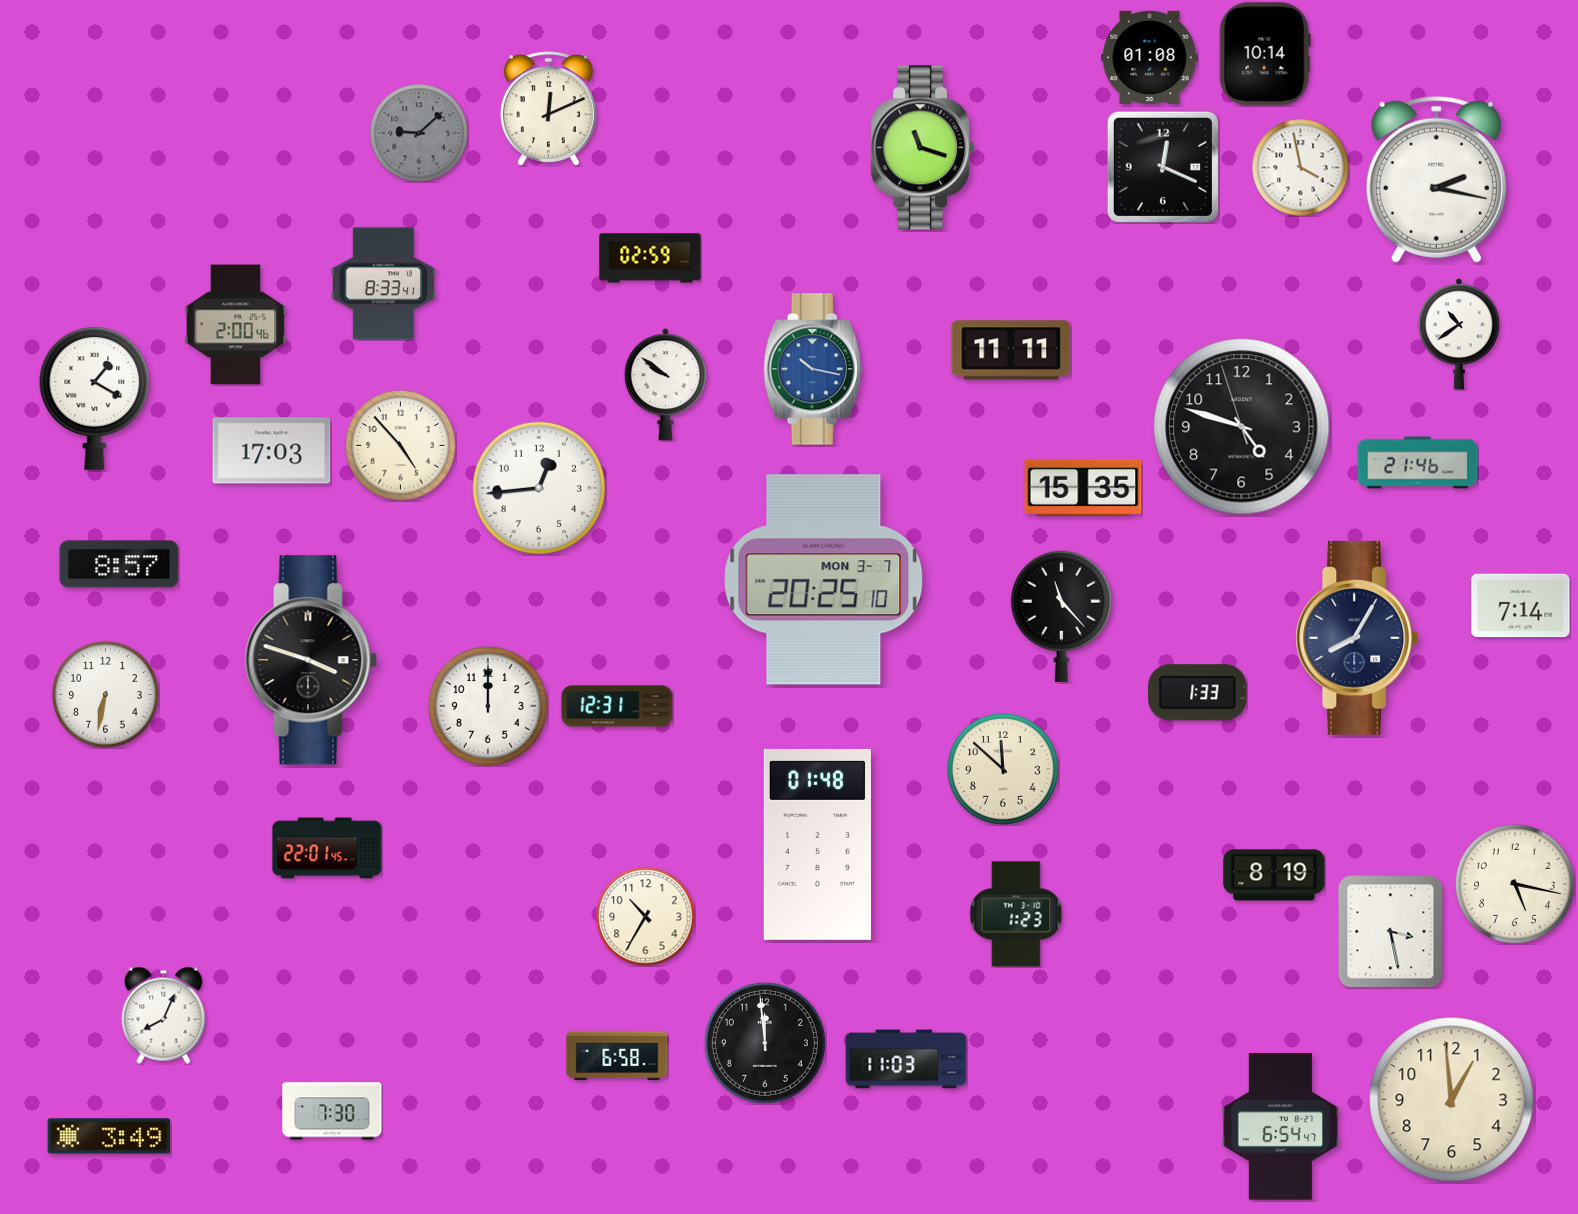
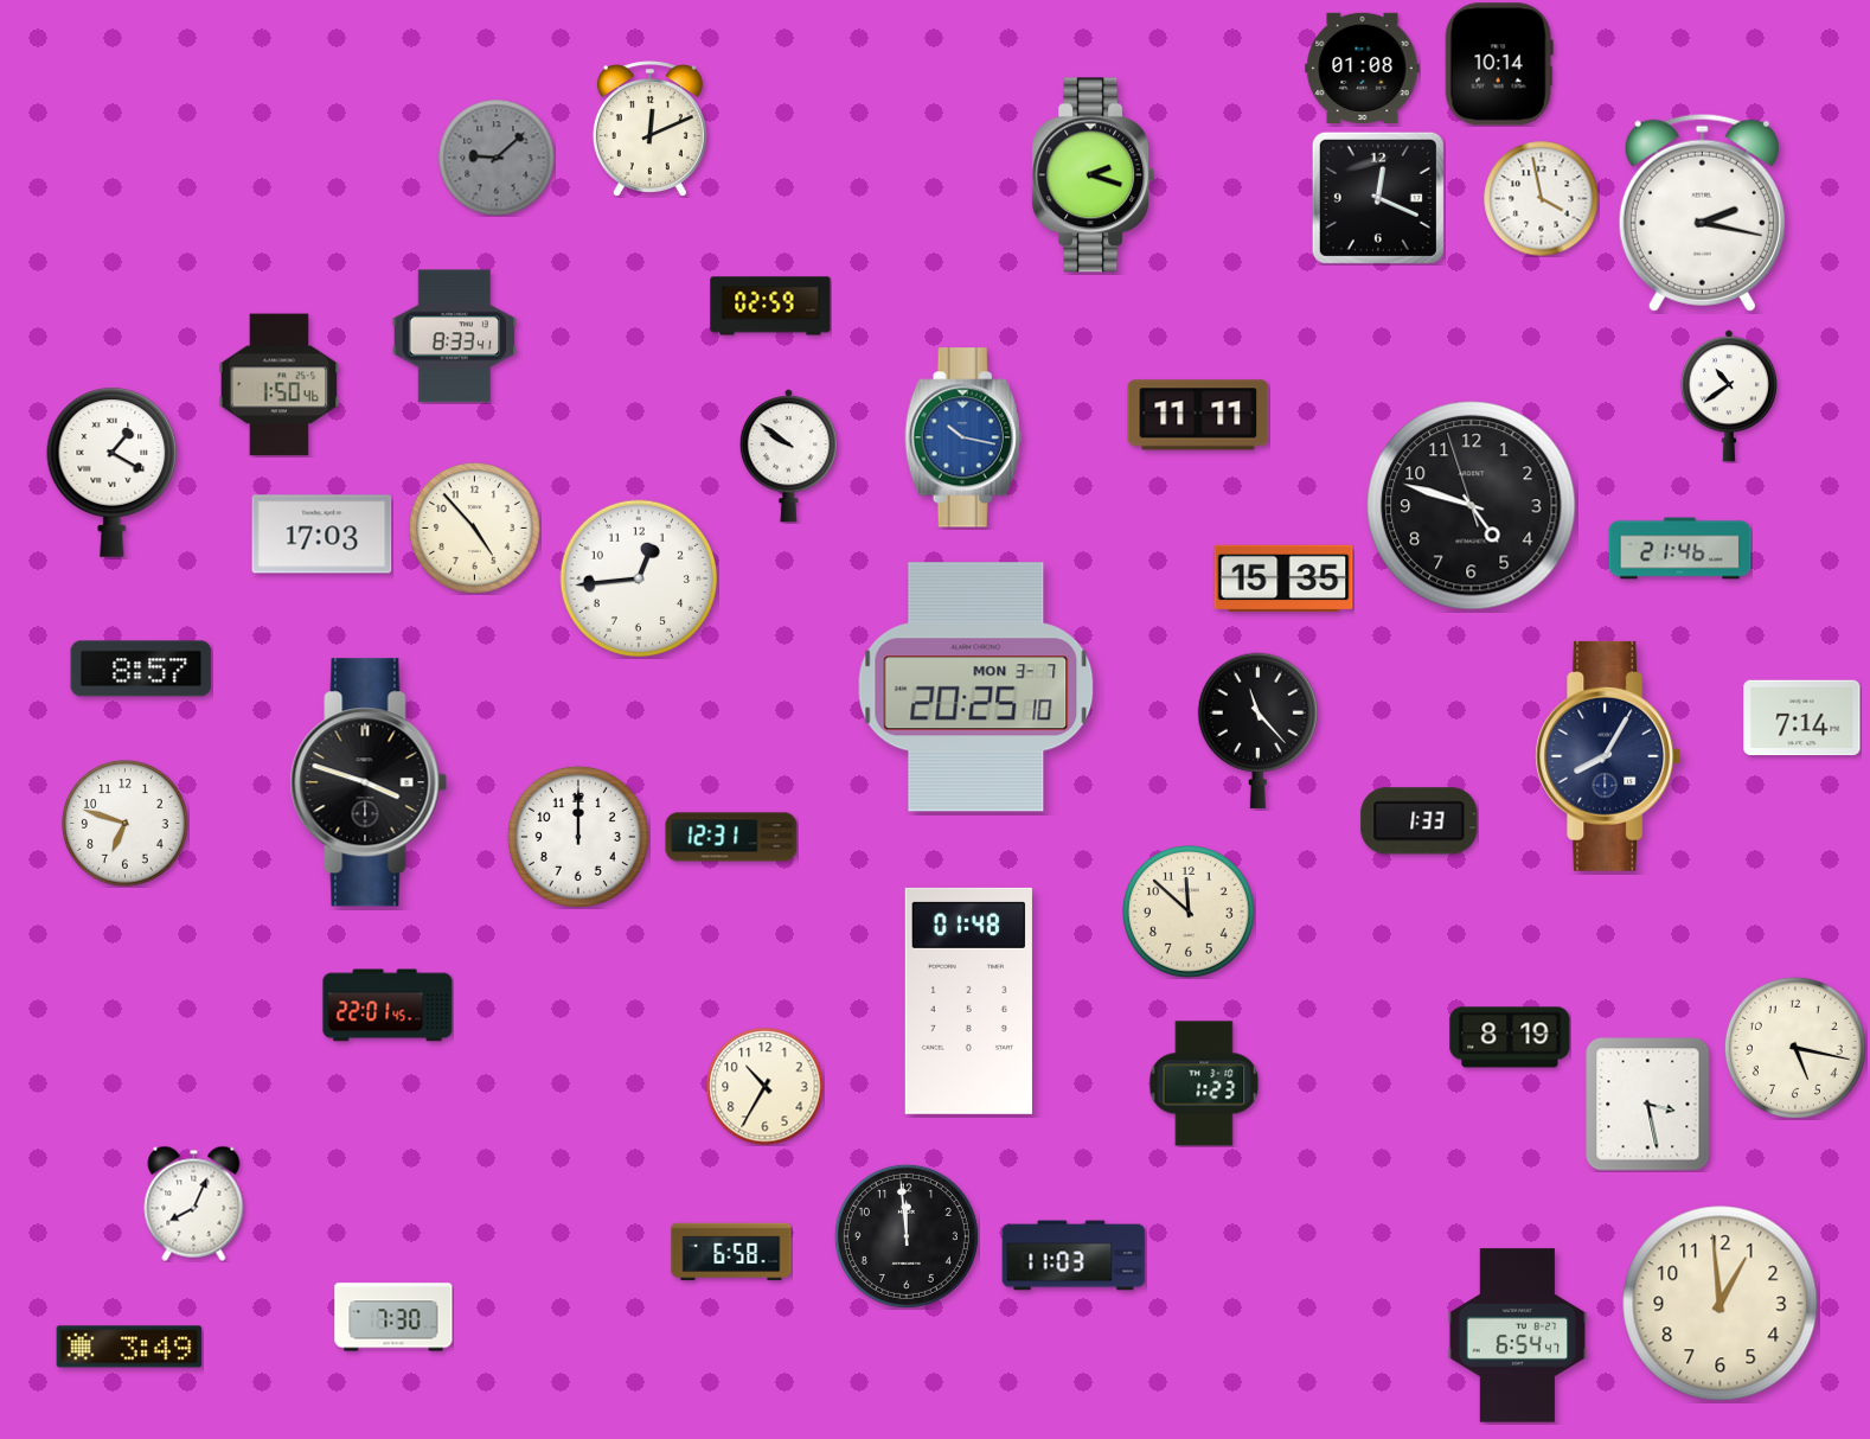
clock at (923, 148): 11:18 -> 2:18
clock at (236, 325): 2:00 -> 1:50
clock at (106, 695): 6:32 -> 6:48
